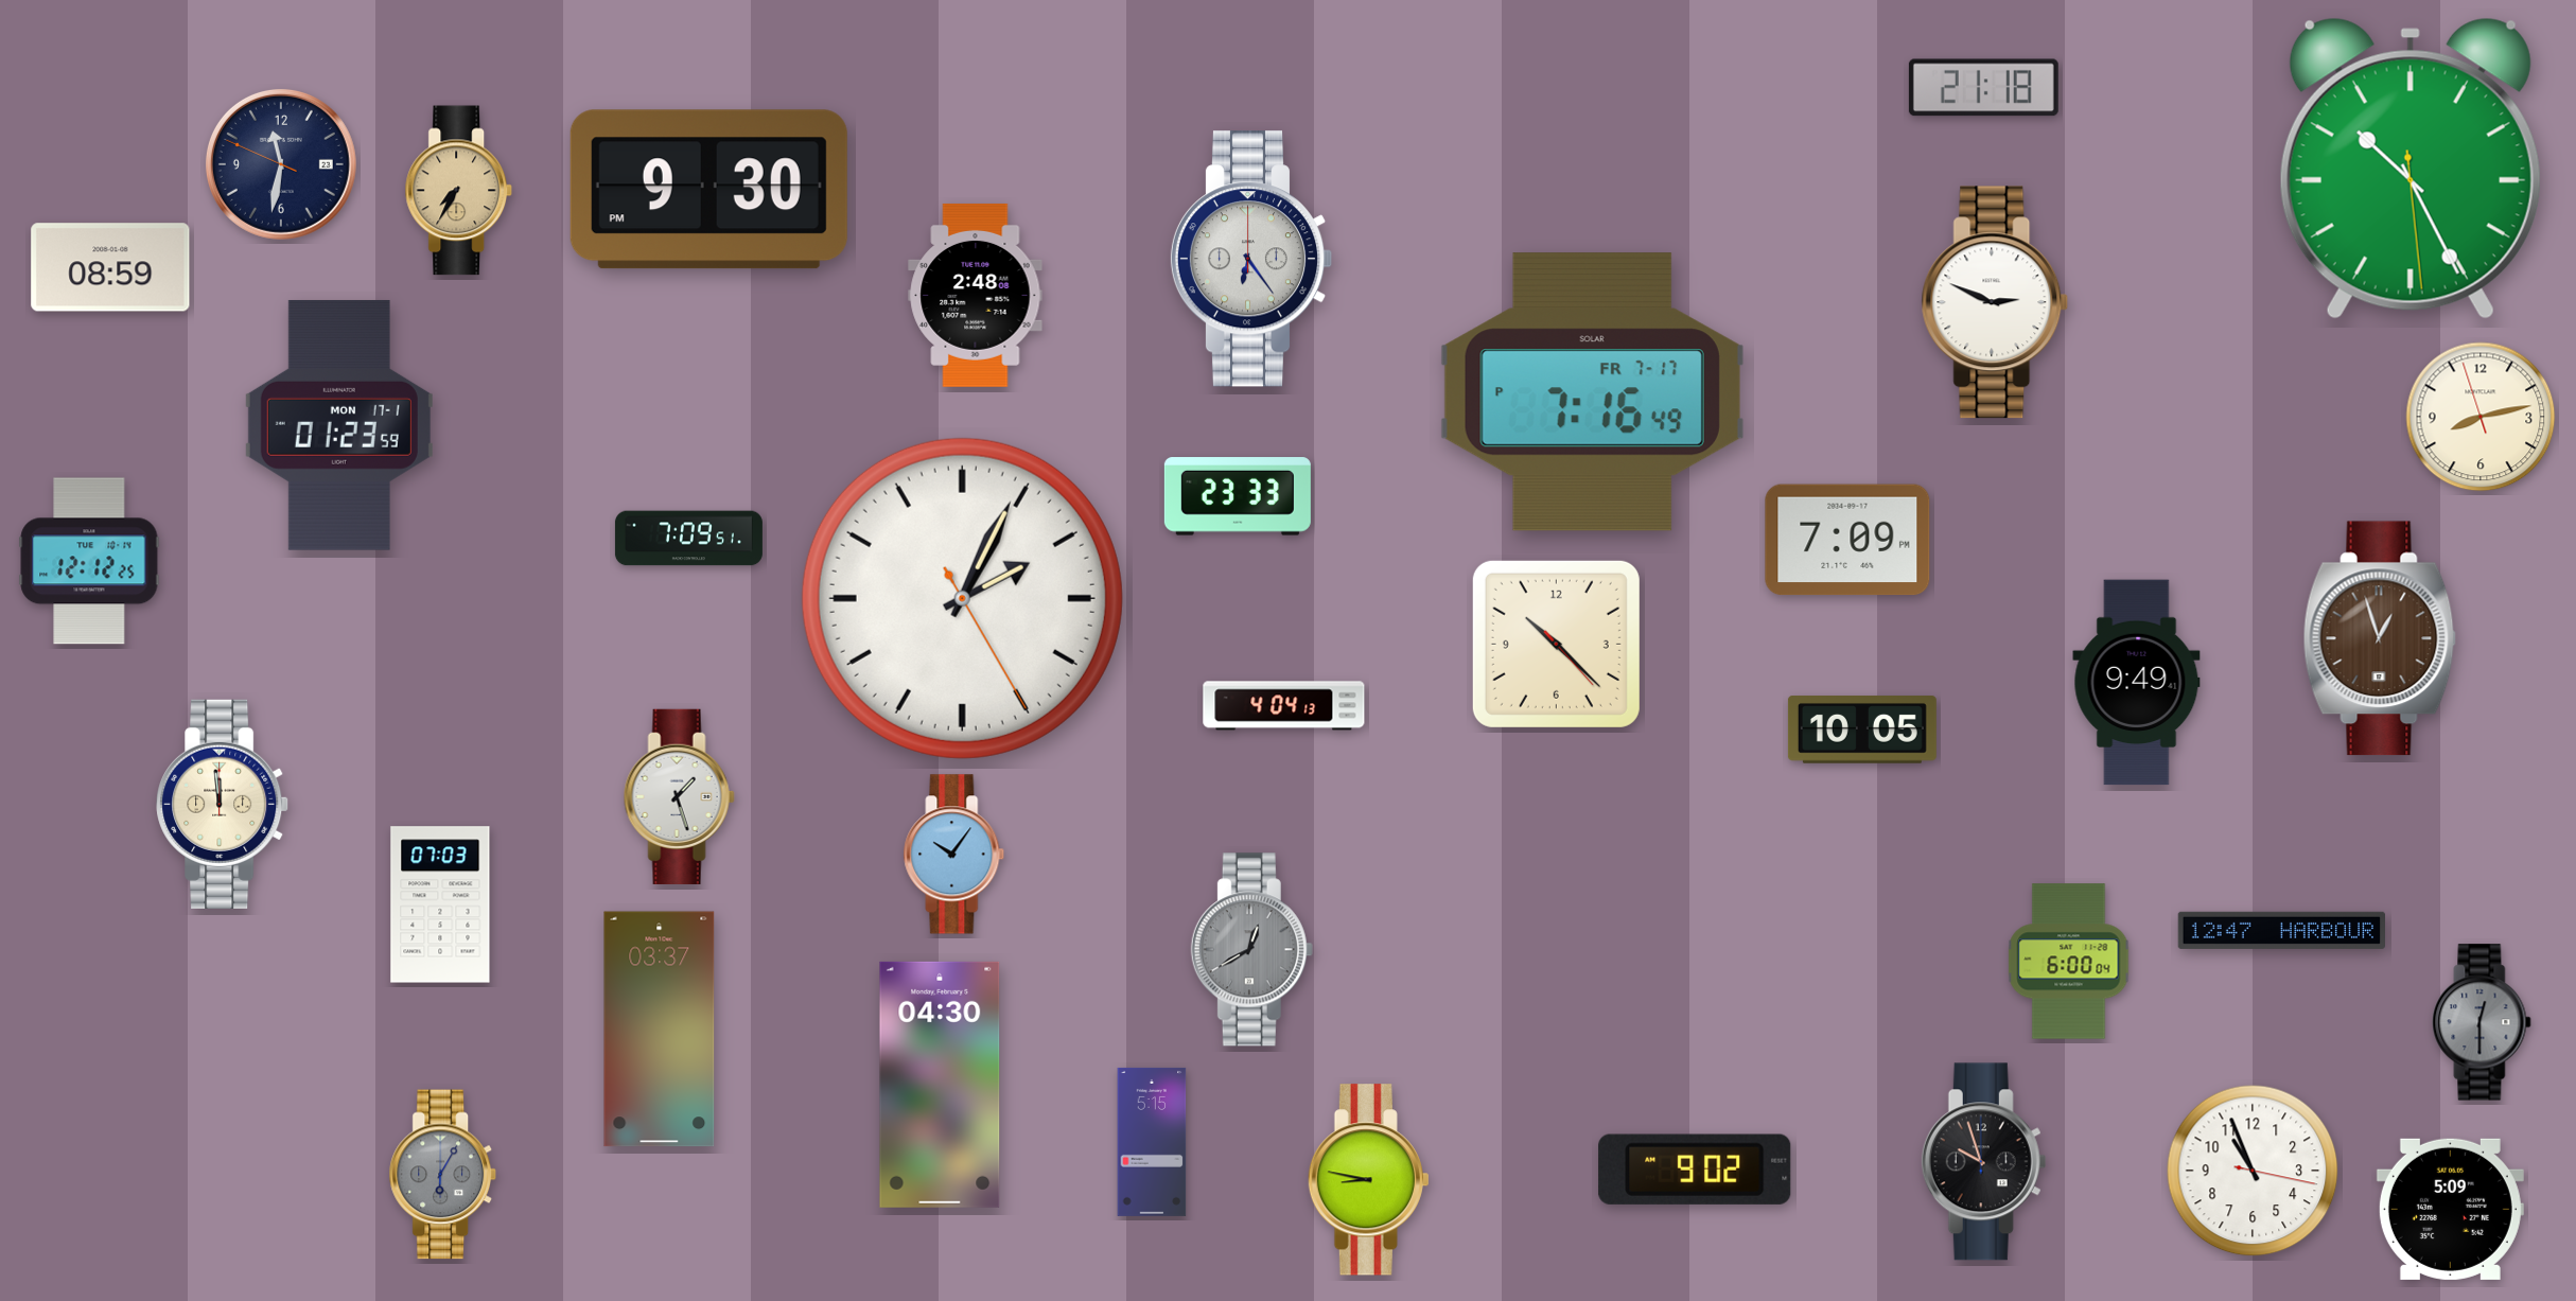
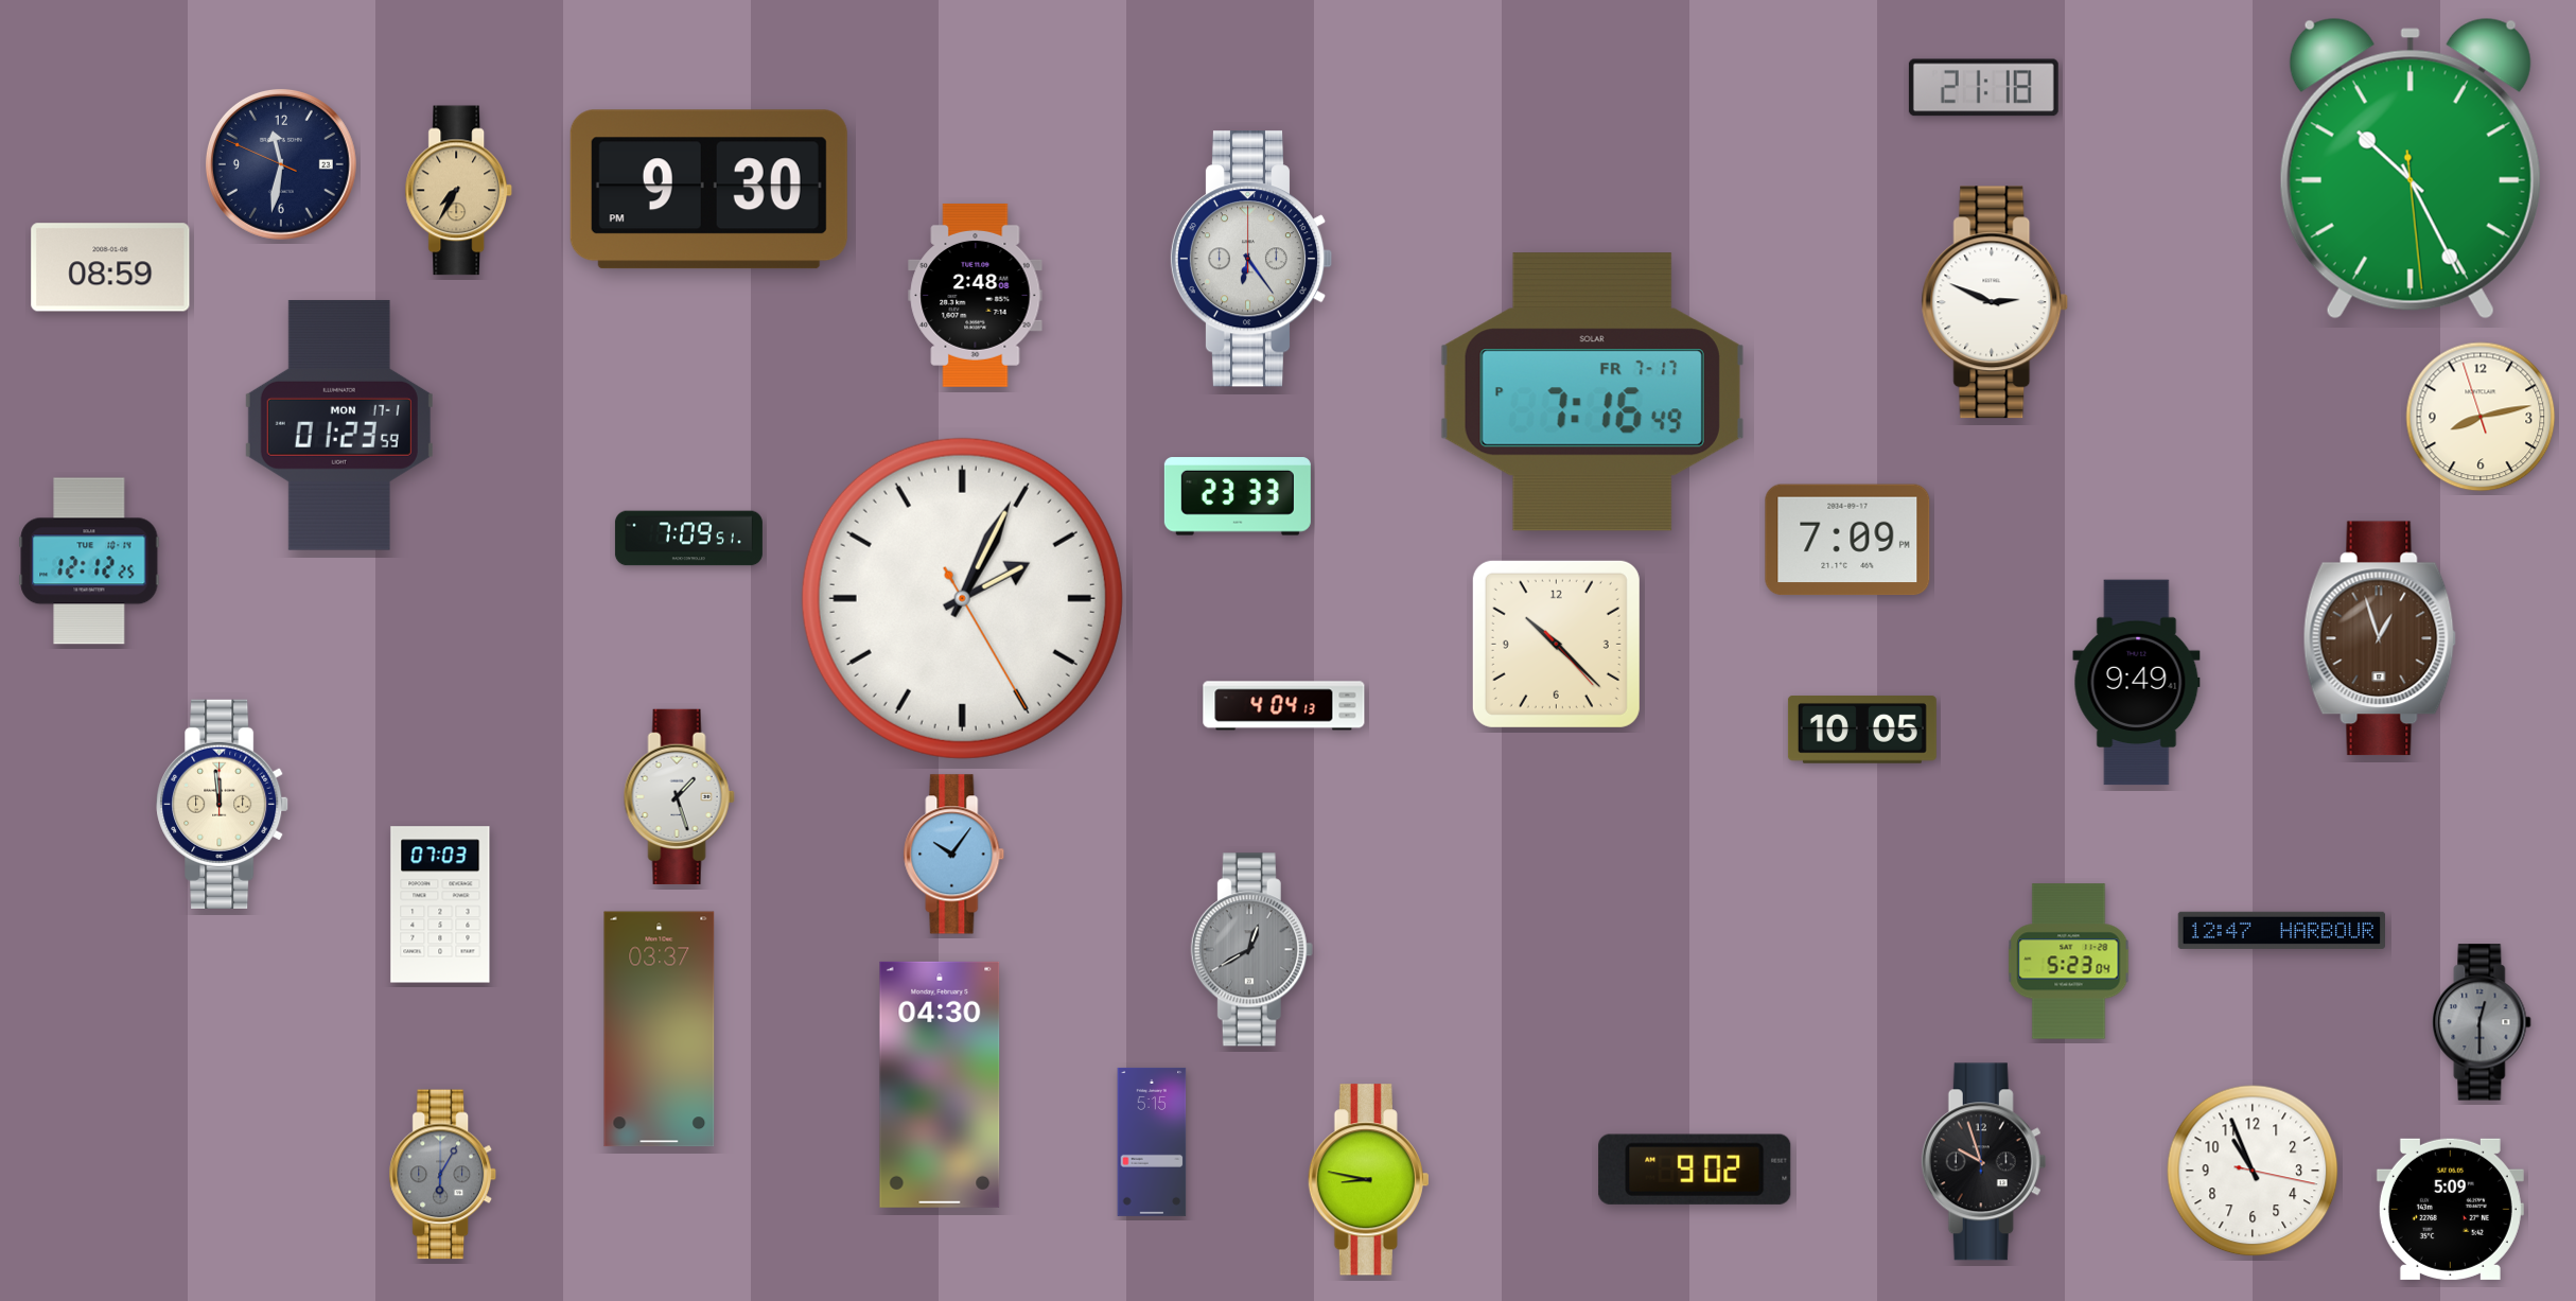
clock at (2069, 962): 6:00 -> 5:23
